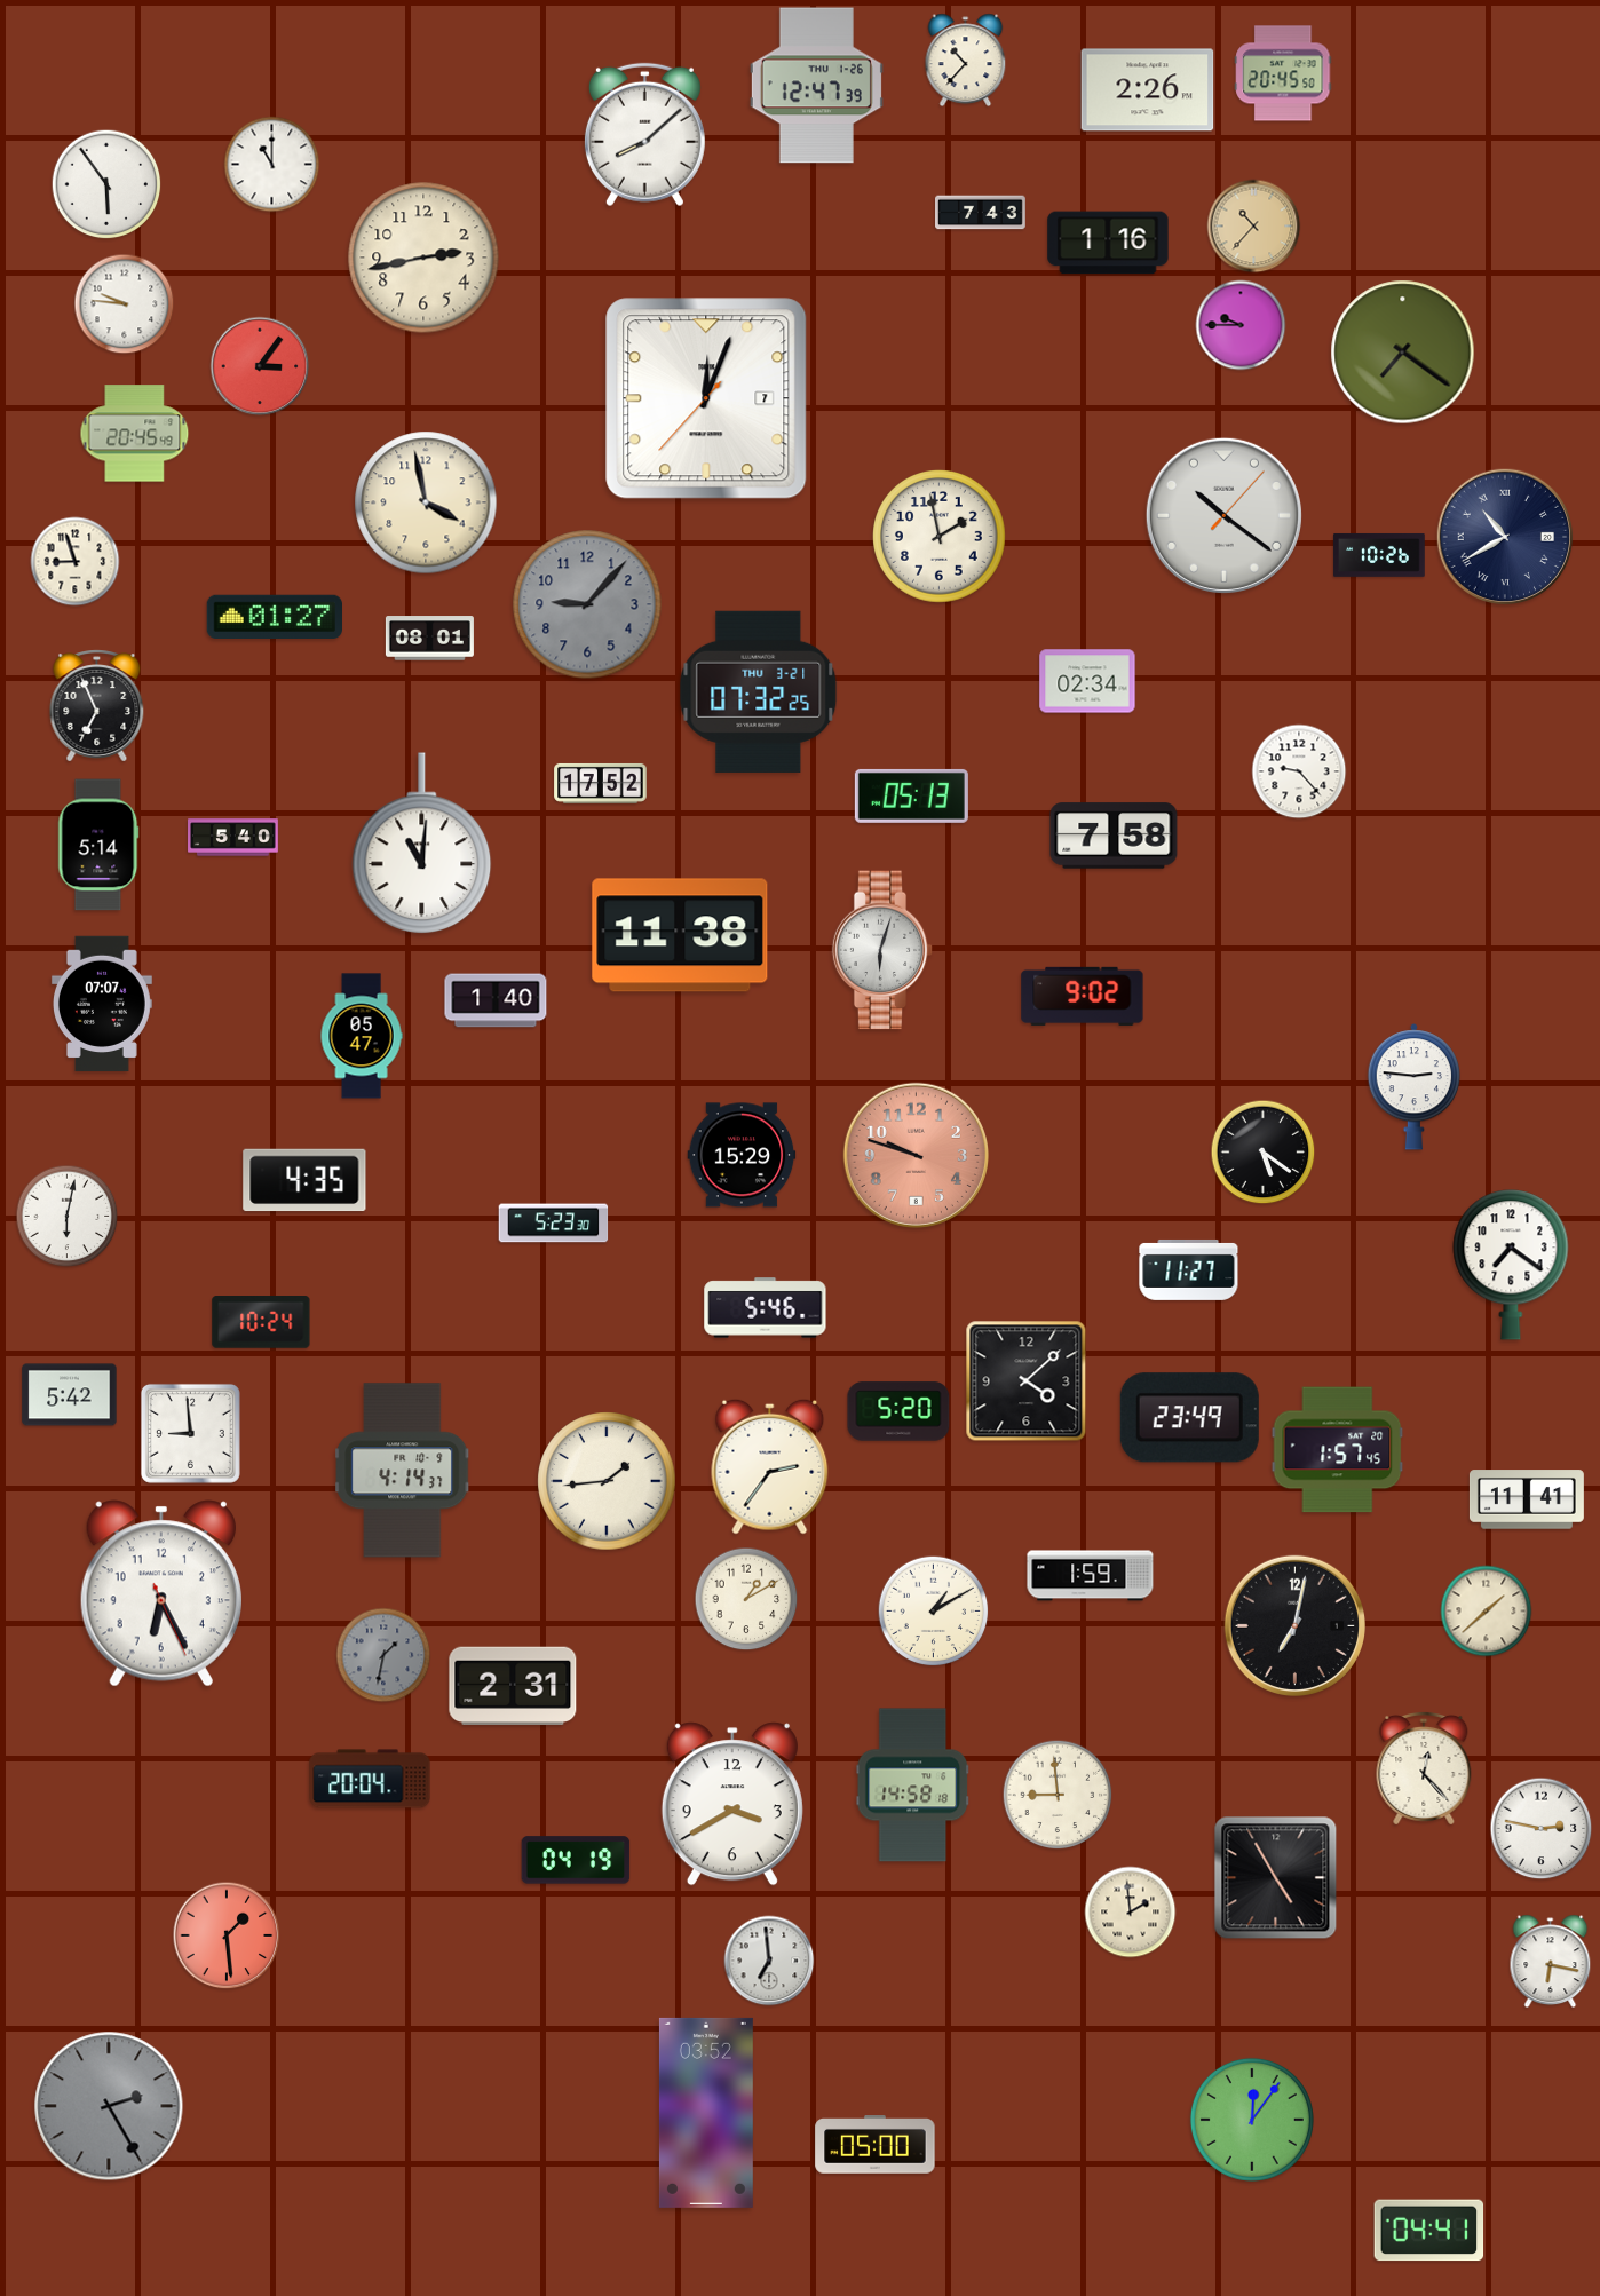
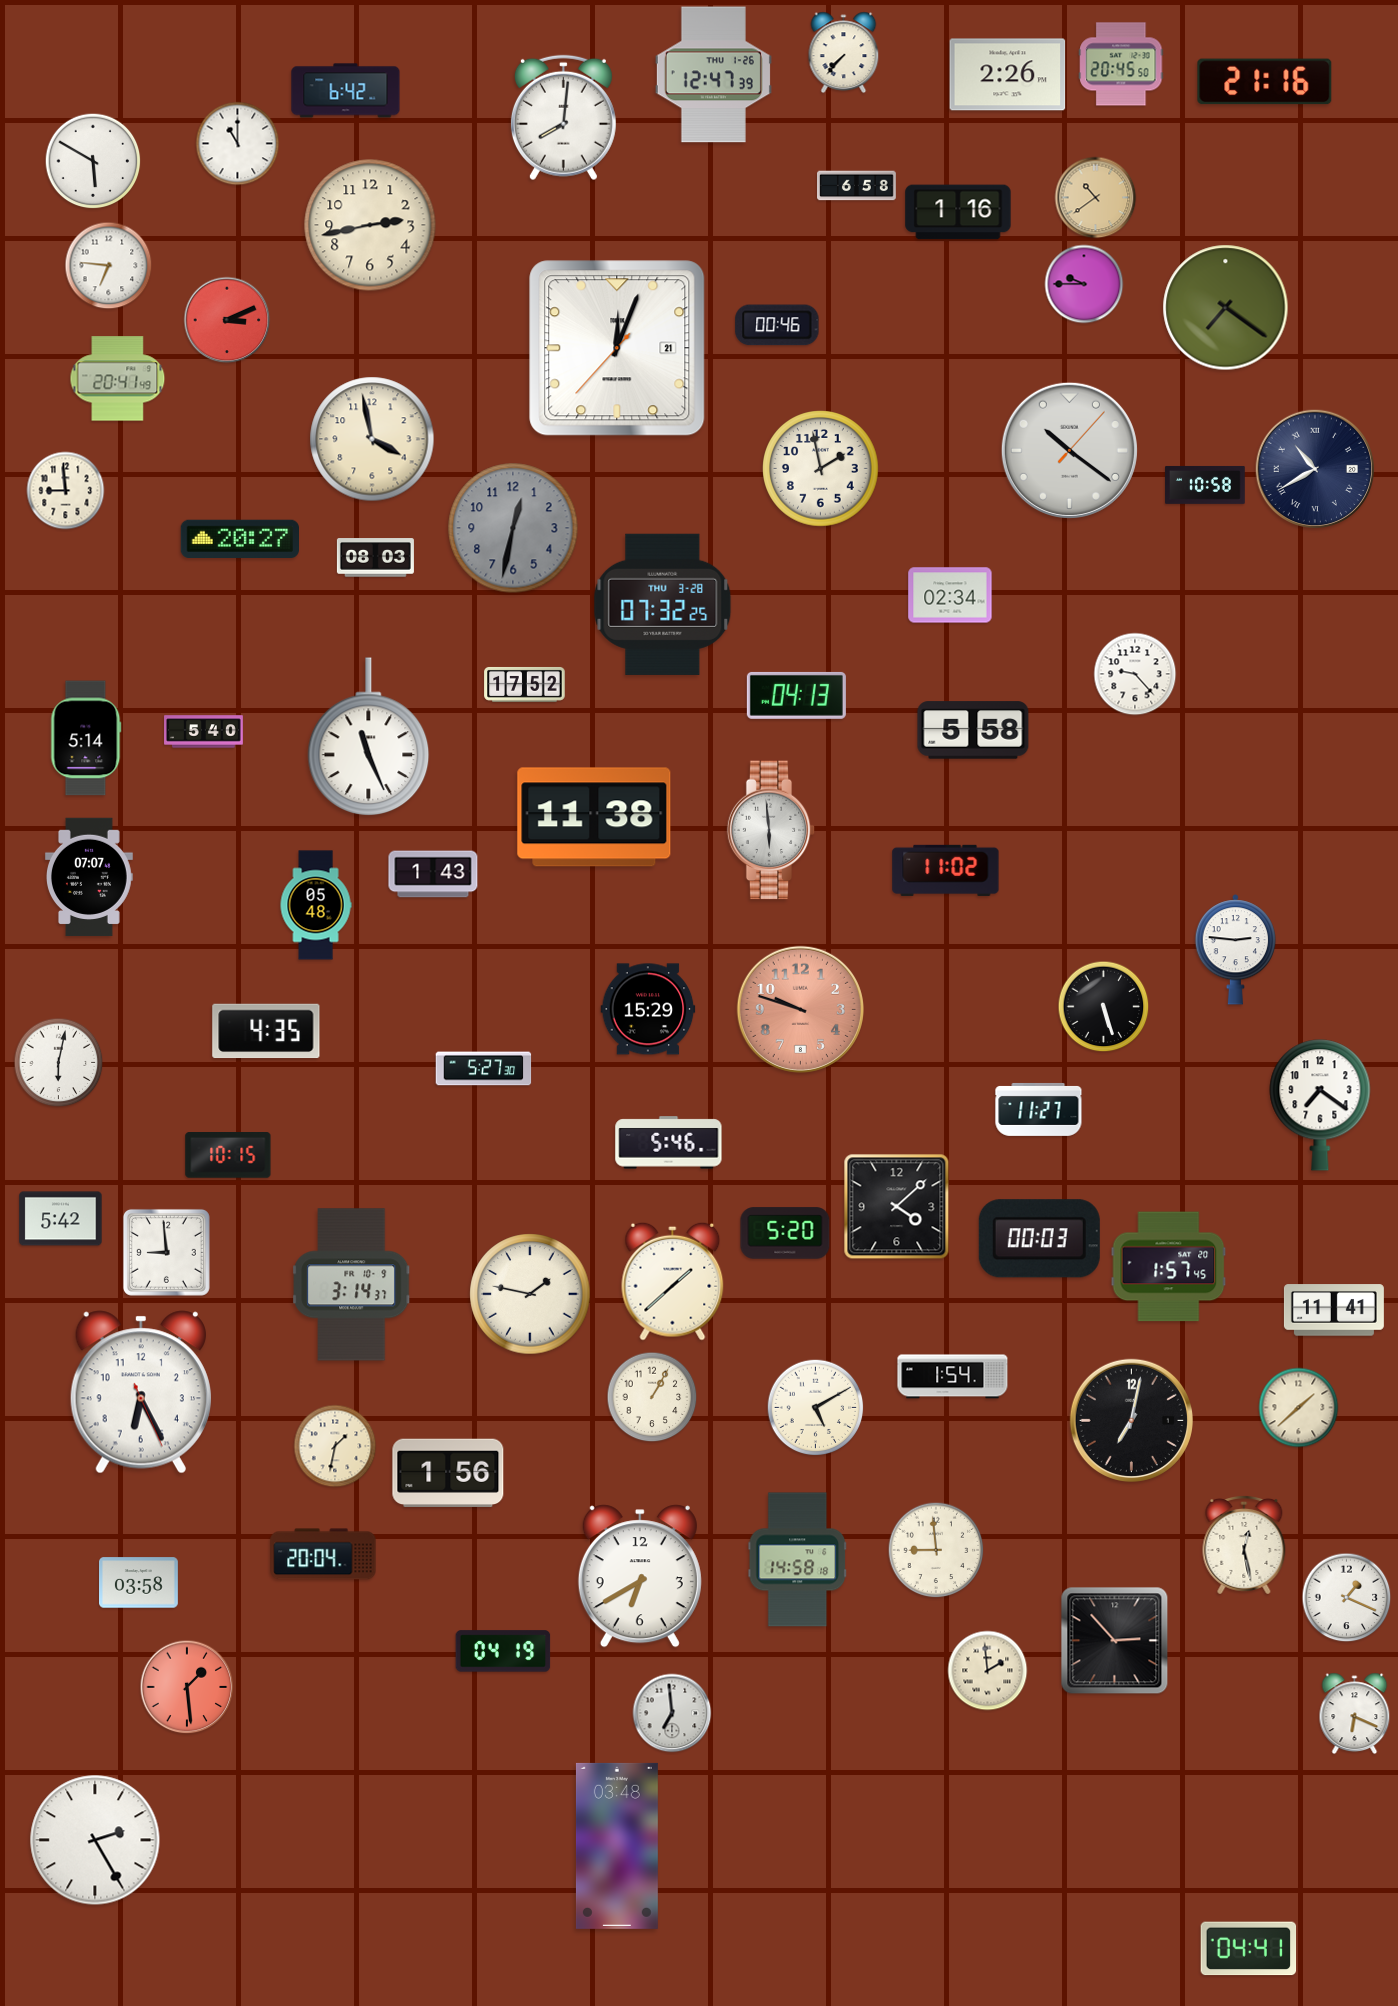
clock at (966, 61): 10:37 -> 7:37
clock at (1148, 90) position: (1148, 90) -> (1008, 75)
clock at (1265, 82): none -> 21:16
clock at (346, 91): none -> 6:42
clock at (644, 135): 8:08 -> 8:01
clock at (106, 184): 5:54 -> 5:50
clock at (981, 213): 7:43 -> 6:58
clock at (1254, 227): 10:37 -> 10:39
clock at (1108, 243) position: (1108, 243) -> (958, 212)
clock at (125, 304): 9:46 -> 6:46
clock at (260, 366): 3:06 -> 3:11
clock at (777, 325): none -> 00:46
clock at (706, 398) date: 7 -> 21
clock at (135, 434): 20:45 -> 20:41
clock at (1379, 555): 10:26 -> 10:58
clock at (76, 562): 8:57 -> 8:59
clock at (587, 604): 9:07 -> 12:32
clock at (274, 616): 01:27 -> 20:27
clock at (429, 639): 08:01 -> 08:03
clock at (759, 691) date: THU 3-21 -> THU 3-28
clock at (97, 706): 6:56 -> none
clock at (911, 795): 05:13 -> 04:13
clock at (1114, 836): 7:58 -> 5:58
clock at (422, 844): 11:01 -> 11:26
clock at (882, 950): 6:03 -> 5:59
clock at (1083, 996): 9:02 -> 11:02
clock at (496, 1000): 1:40 -> 1:43
clock at (362, 1036): 05:47 -> 05:48
clock at (1264, 1153): 5:21 -> 5:27
clock at (554, 1224): 5:23 -> 5:27
clock at (261, 1323): 10:24 -> 10:15
clock at (1189, 1418): 23:49 -> 00:03
clock at (770, 1466): 2:36 -> 1:38
clock at (403, 1471): 4:14 -> 3:14
clock at (607, 1481): 1:44 -> 1:47
clock at (1091, 1576): 1:59 -> 1:54
clock at (746, 1599): 1:10 -> 1:05
clock at (934, 1612): 1:10 -> 5:10
clock at (383, 1655) dial: grey -> cream
clock at (513, 1686): 2:31 -> 1:56
clock at (1424, 1768): 12:23 -> 12:28
clock at (1058, 1795) position: (1058, 1795) -> (936, 1550)
clock at (732, 1804): 3:40 -> 6:40
clock at (139, 1583): none -> 03:58
clock at (1542, 1829): 2:47 -> 1:19
clock at (576, 1860) position: (576, 1860) -> (503, 1651)
clock at (1276, 1878): 4:55 -> 2:53
clock at (227, 1935) position: (227, 1935) -> (187, 1687)
clock at (1551, 1962): 6:17 -> 6:19
clock at (109, 2106) dial: grey -> white
clock at (706, 2113): 03:52 -> 03:48
clock at (1252, 2120): 12:06 -> none
clock at (876, 2145): 05:00 -> none
